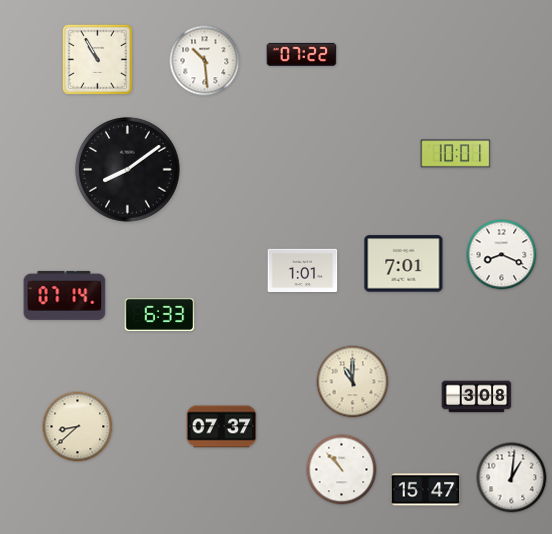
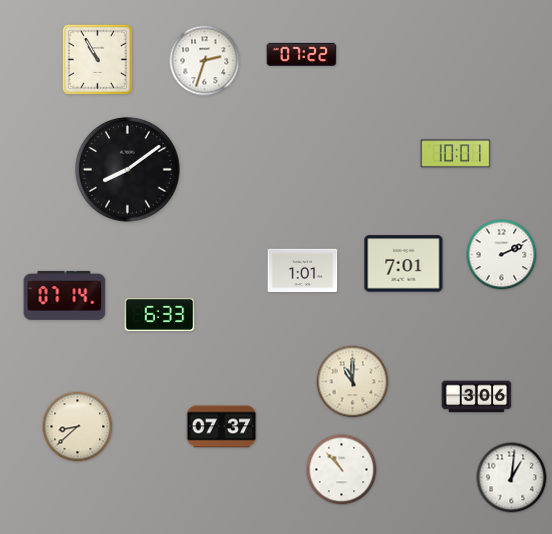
clock at (205, 61): 10:29 -> 2:33
clock at (502, 255): 8:19 -> 2:11
clock at (477, 397): 3:08 -> 3:06
clock at (426, 490): 15:47 -> none
